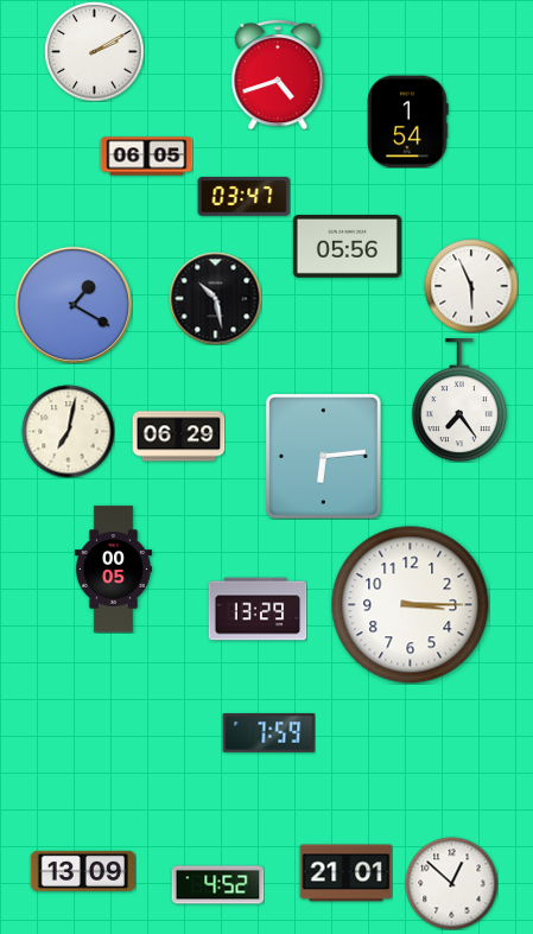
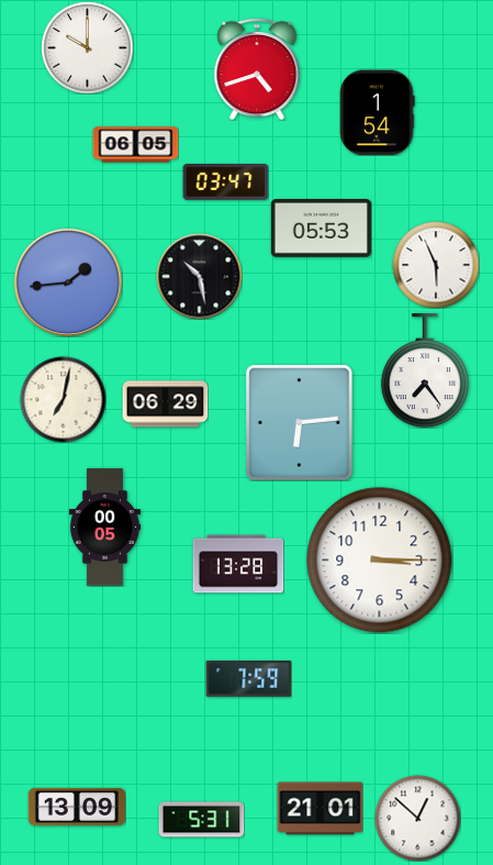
clock at (94, 51): 2:10 -> 10:00
clock at (347, 247): 05:56 -> 05:53
clock at (74, 305): 1:20 -> 1:44
clock at (258, 609): 13:29 -> 13:28
clock at (217, 885): 4:52 -> 5:31
